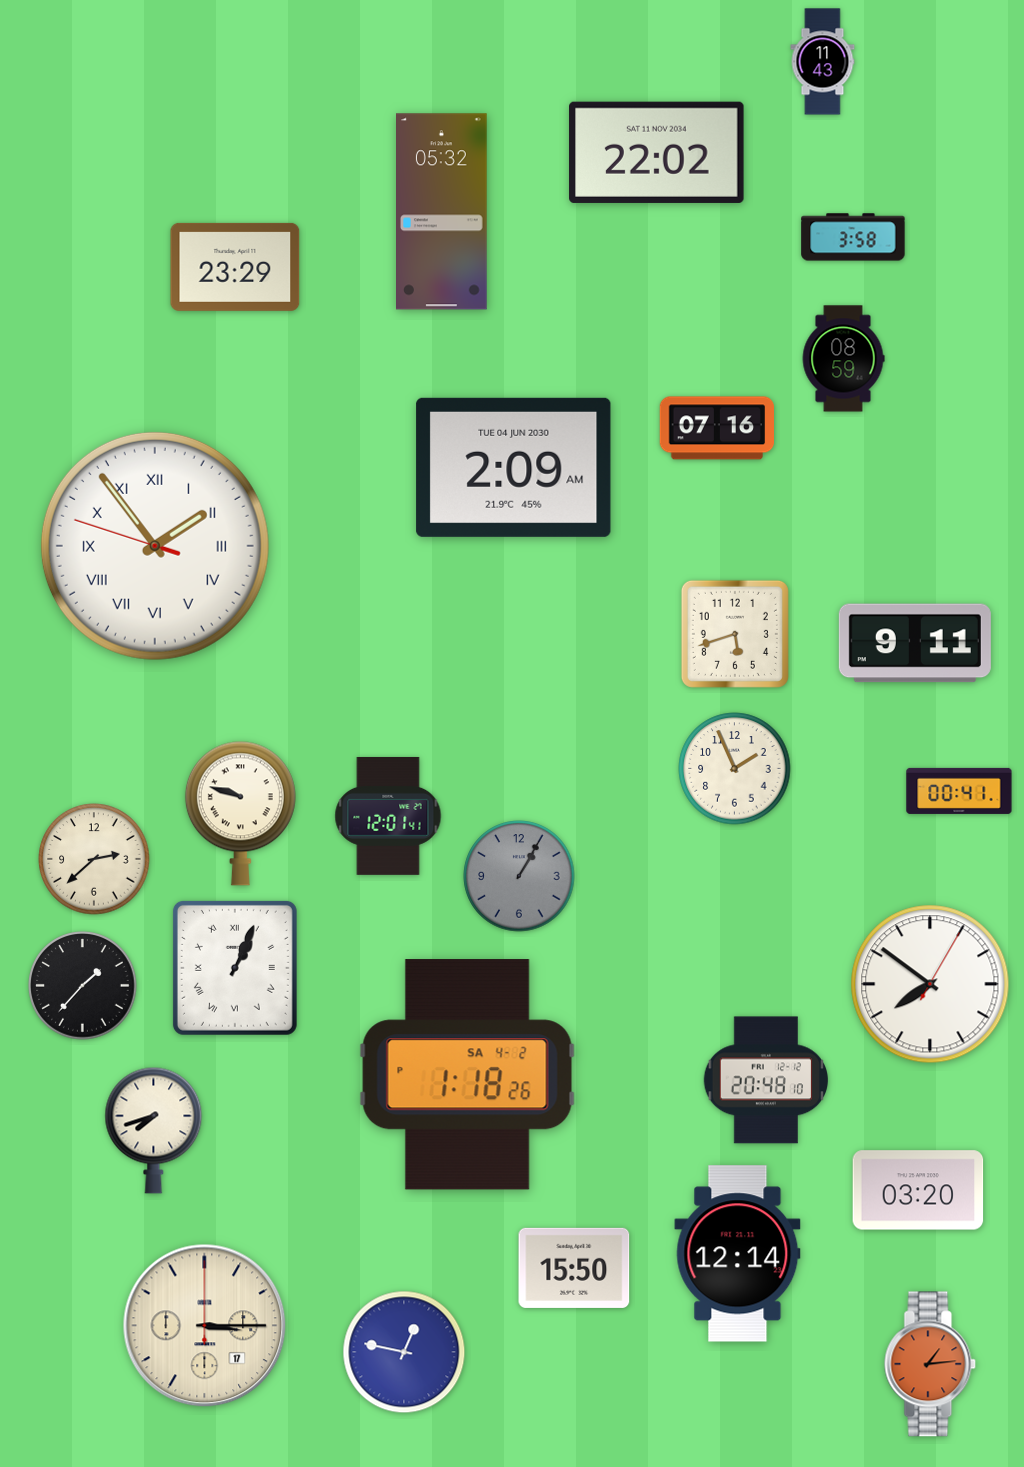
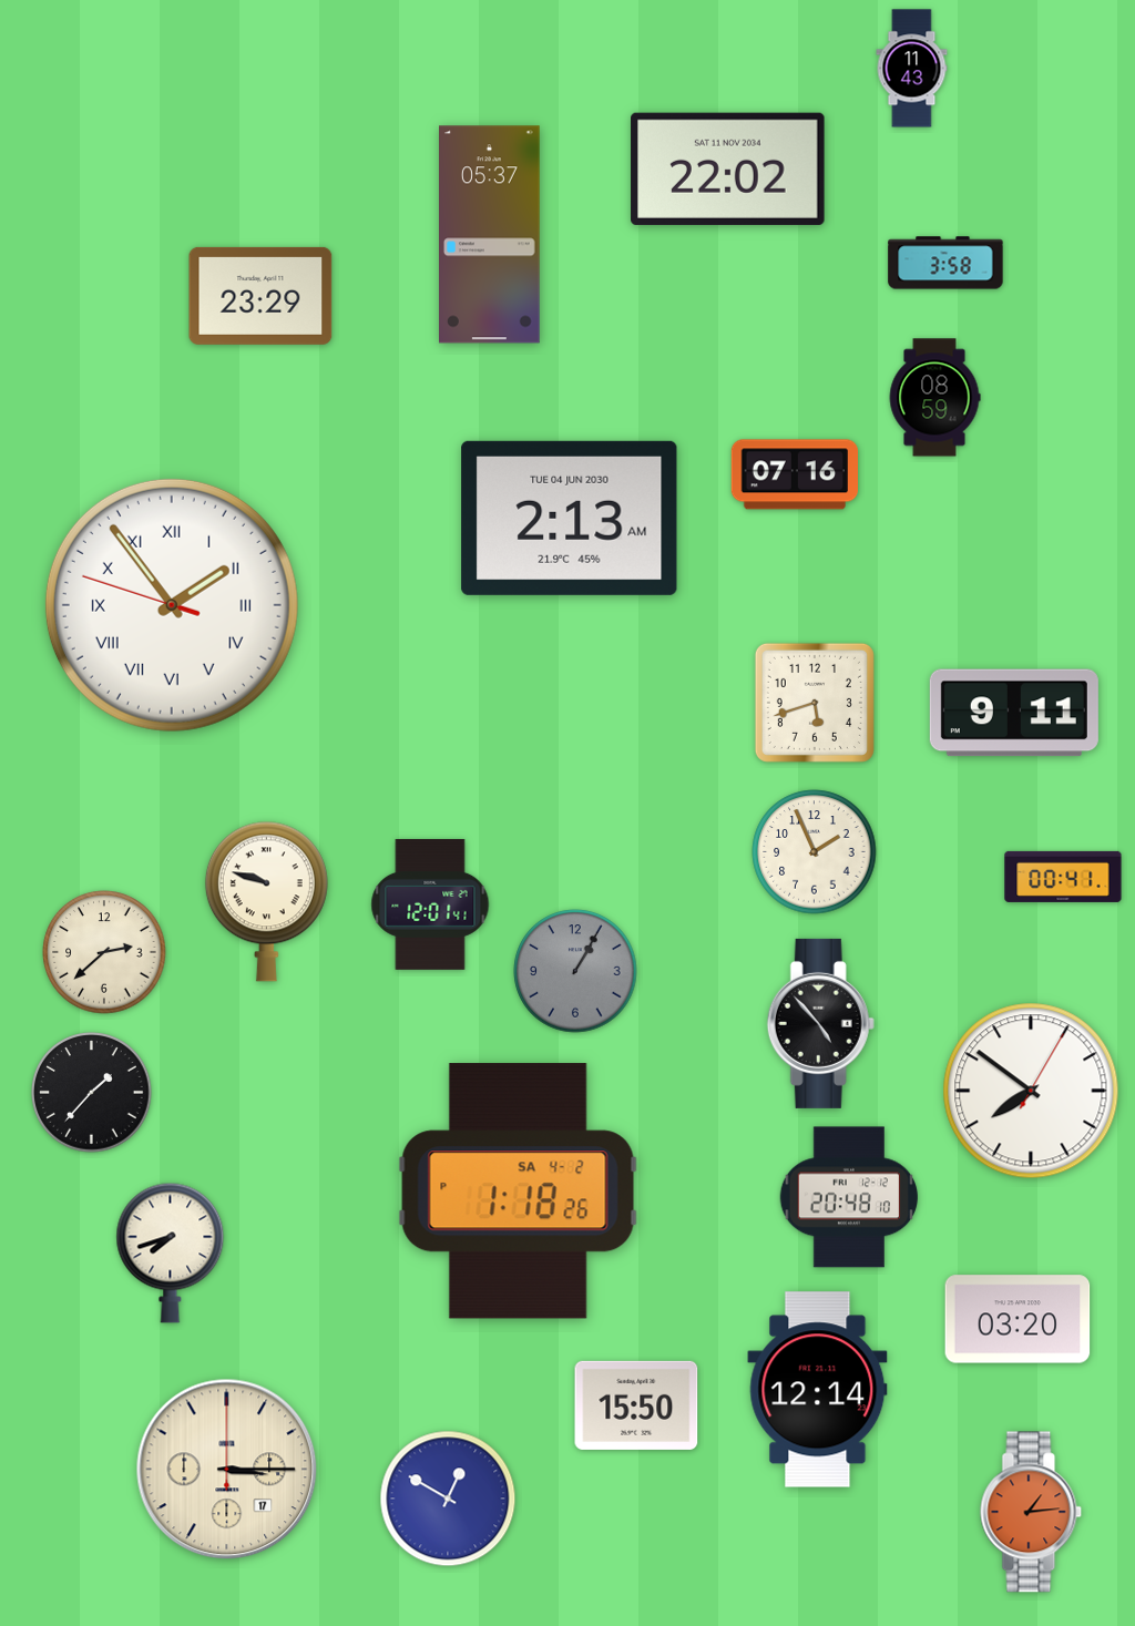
clock at (442, 212): 05:32 -> 05:37
clock at (514, 467): 2:09 -> 2:13
clock at (820, 1023): none -> 4:53
clock at (235, 968): 1:04 -> none
clock at (404, 1352): 12:47 -> 12:50
